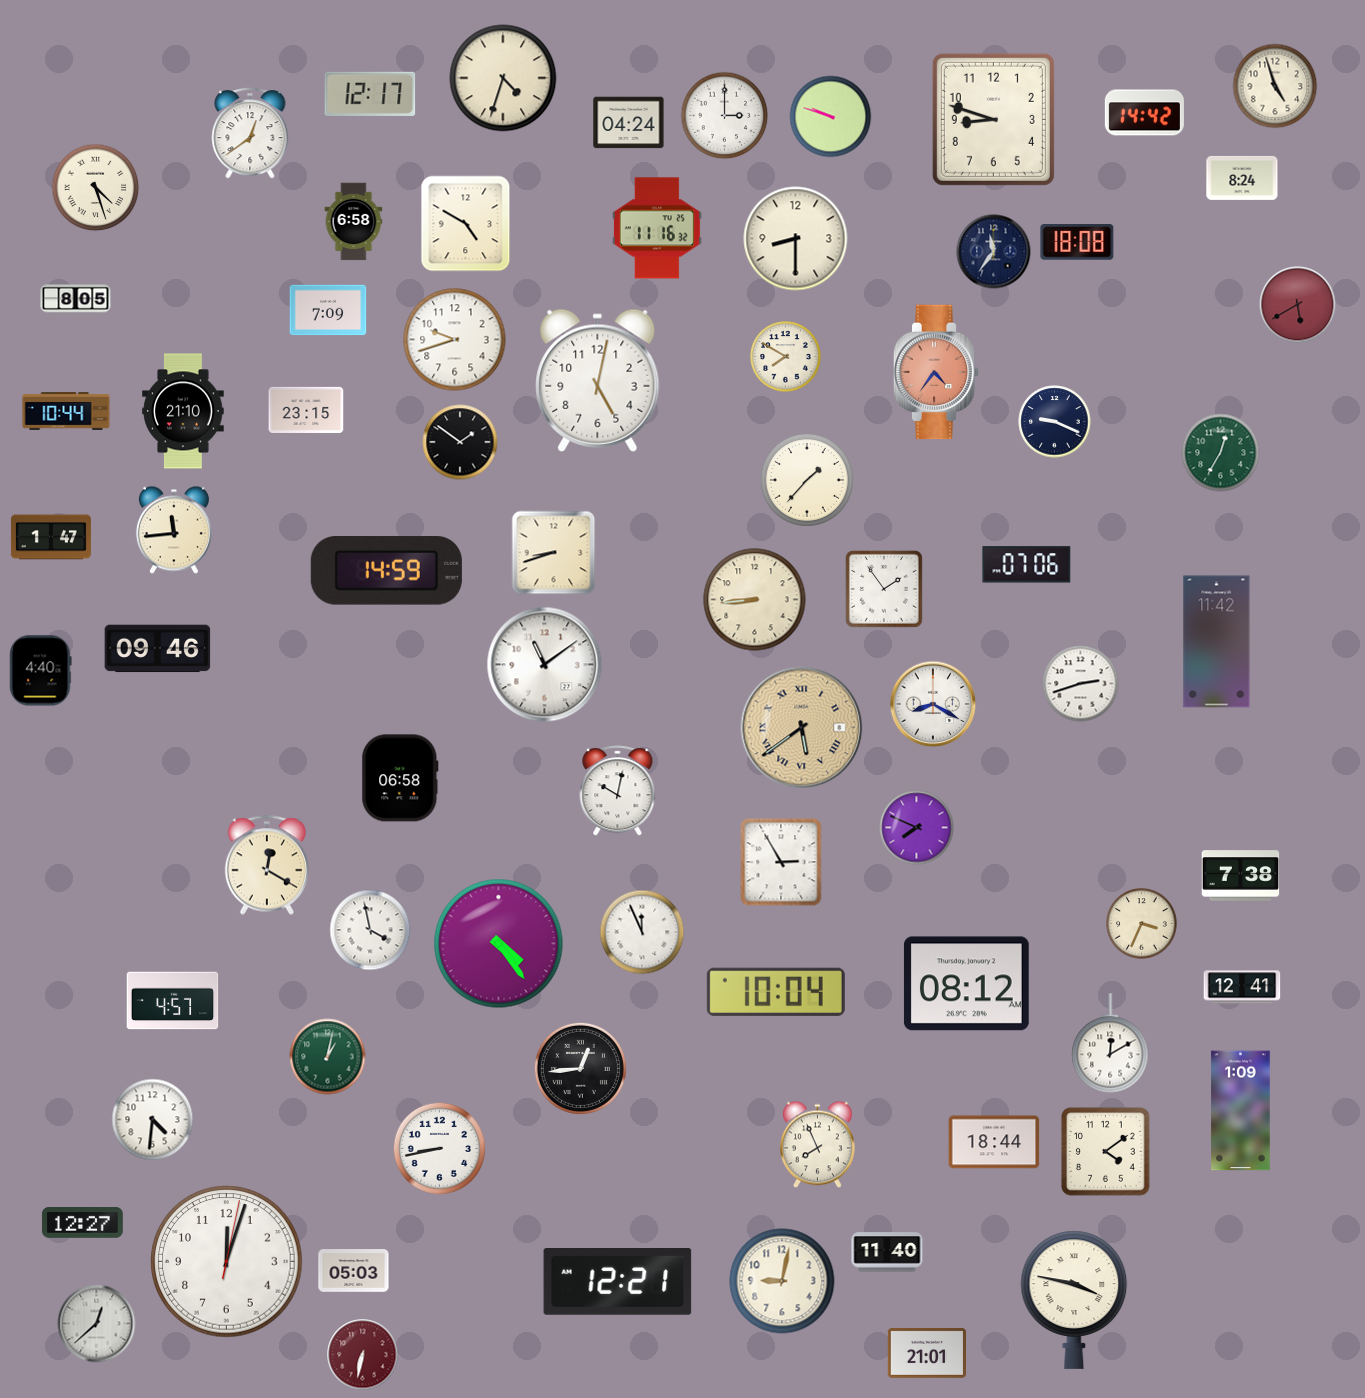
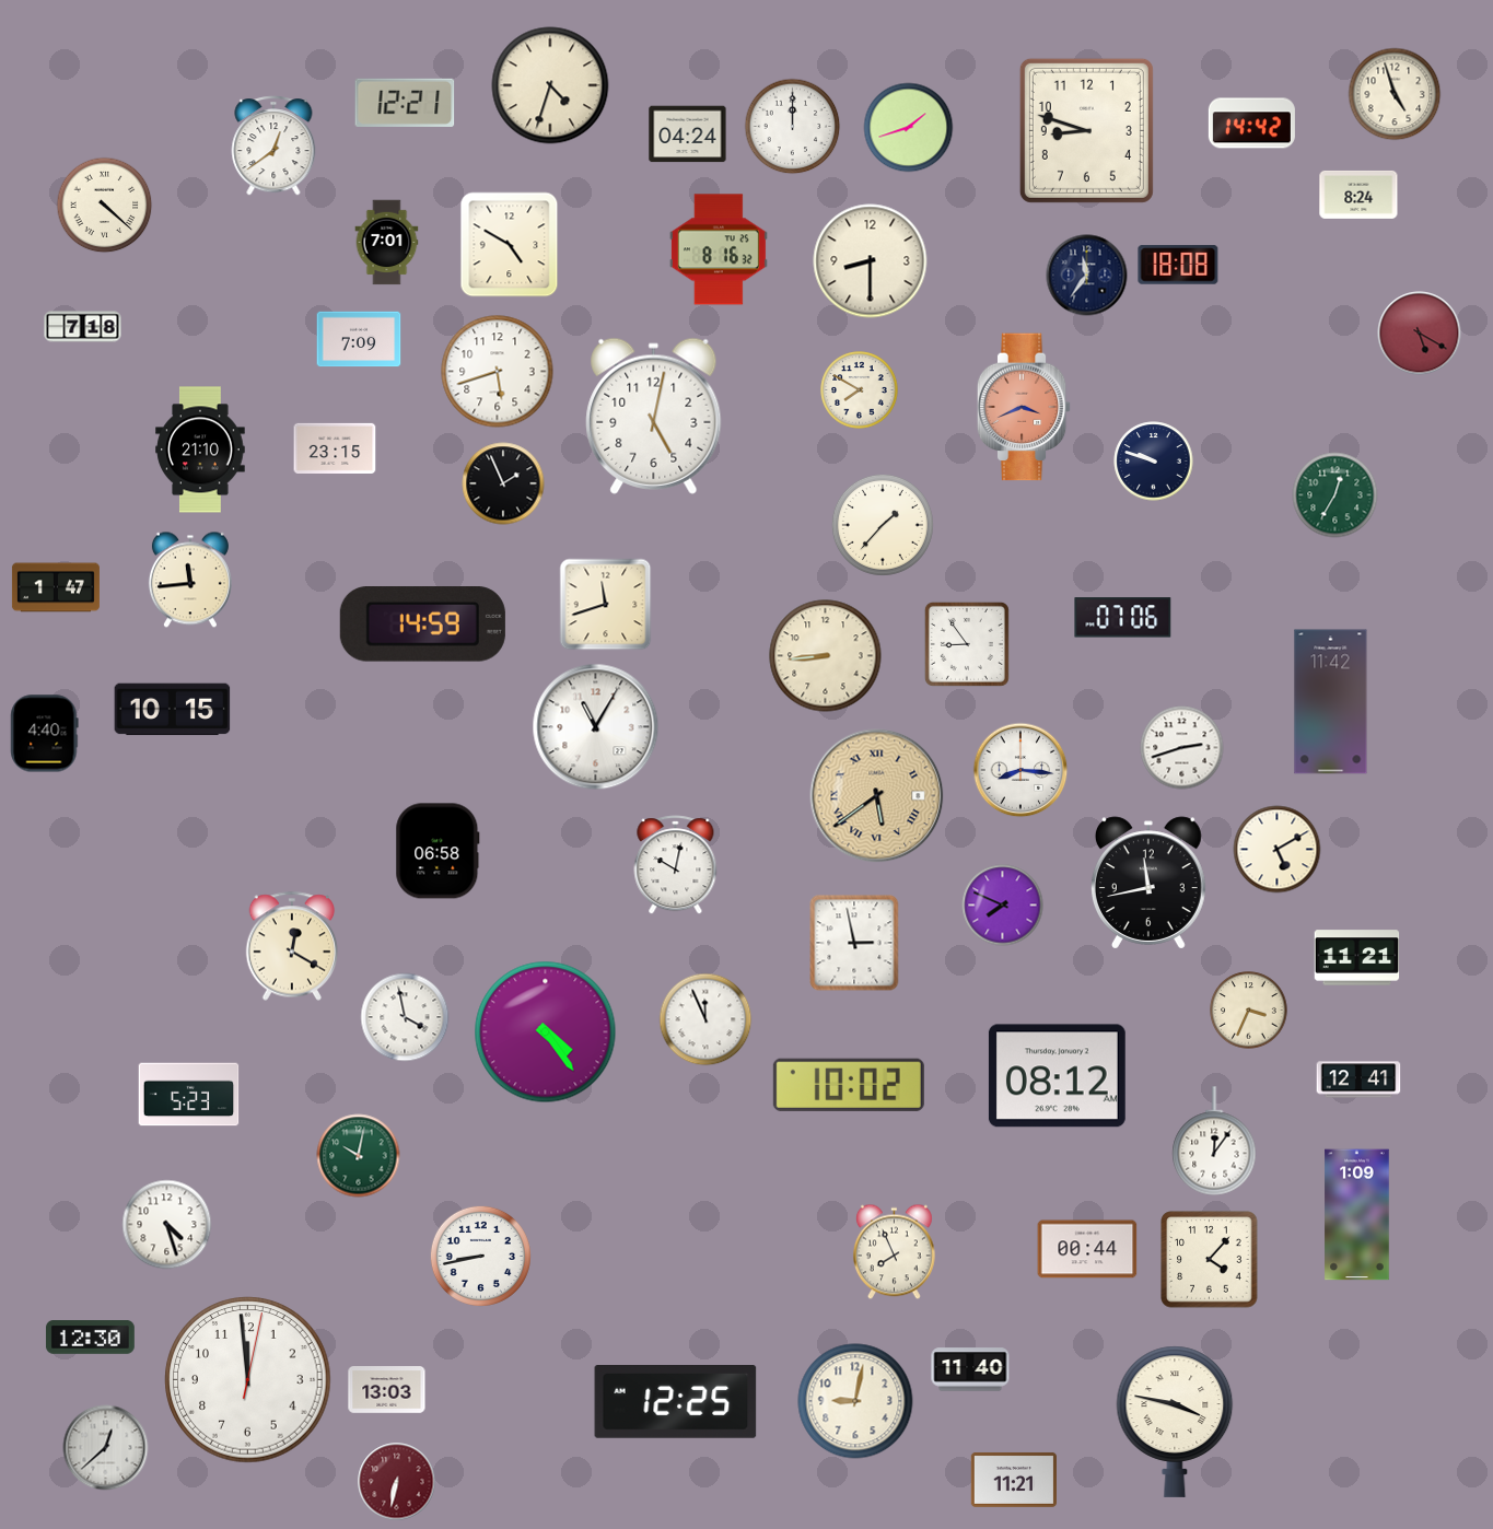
clock at (370, 94): 12:17 -> 12:21
clock at (725, 116): 3:00 -> 12:00
clock at (831, 117): 9:48 -> 1:42
clock at (96, 188): 4:27 -> 4:22
clock at (354, 222): 6:58 -> 7:01
clock at (657, 228): 11:16 -> 8:16
clock at (76, 299): 8:05 -> 7:18
clock at (1298, 305): 5:40 -> 5:20
clock at (455, 340): 9:42 -> 5:42
clock at (936, 372): 4:36 -> 3:41
clock at (66, 411): 10:44 -> none
clock at (1055, 422): 9:19 -> 9:48
clock at (460, 442): 1:51 -> 1:56
clock at (554, 553): 8:42 -> 11:42
clock at (884, 589): 1:54 -> 8:54
clock at (158, 649): 09:46 -> 10:15
clock at (545, 665): 11:09 -> 11:05
clock at (933, 704): 8:20 -> 8:16
clock at (1278, 850): none -> 5:10
clock at (1148, 883): none -> 11:43
clock at (781, 862): 2:55 -> 2:58
clock at (1241, 876): 7:38 -> 11:21
clock at (642, 932) position: (642, 932) -> (705, 1019)
clock at (776, 992): 10:04 -> 10:02
clock at (173, 1001): 4:57 -> 5:23
clock at (1110, 1043): 12:10 -> 12:06
clock at (328, 1057): 1:02 -> 10:02
clock at (580, 1068): 12:44 -> none
clock at (153, 1120): 4:31 -> 4:27
clock at (994, 1142): 18:44 -> 00:44
clock at (1106, 1152): 4:09 -> 4:07
clock at (82, 1223): 12:27 -> 12:30
clock at (227, 1262): 12:03 -> 11:59
clock at (354, 1271): 05:03 -> 13:03
clock at (618, 1282): 12:21 -> 12:25
clock at (926, 1353): 21:01 -> 11:21
